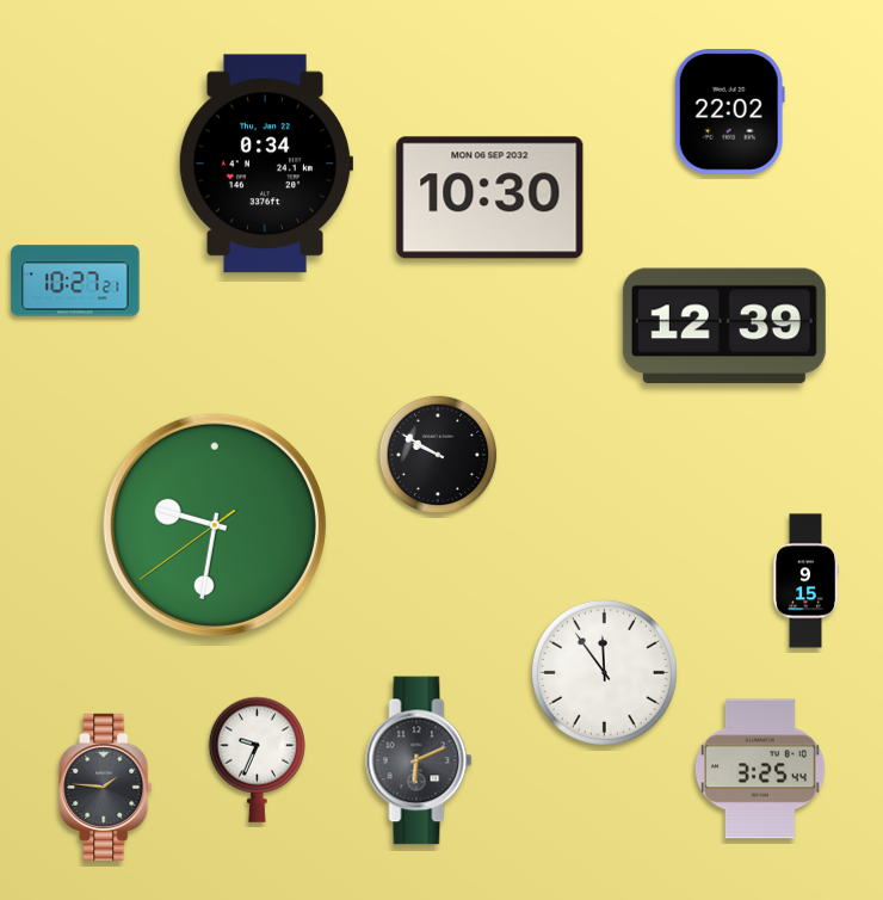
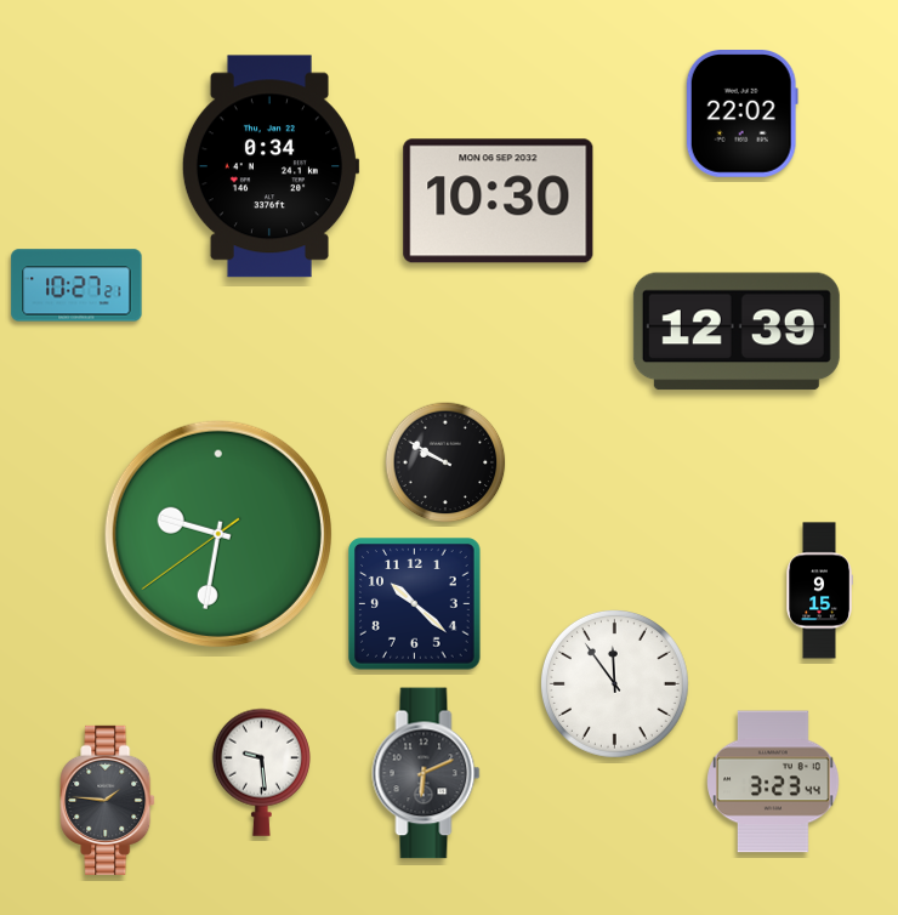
clock at (415, 604): none -> 10:22
clock at (257, 759): 9:34 -> 9:29
clock at (760, 769): 3:25 -> 3:23
